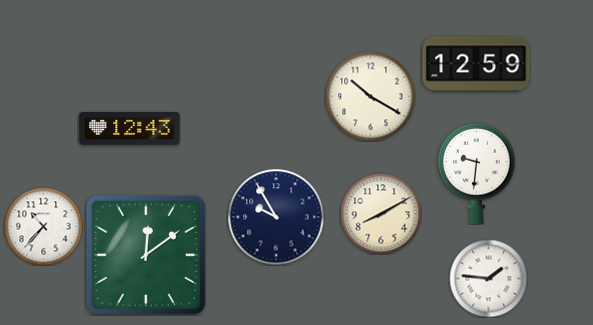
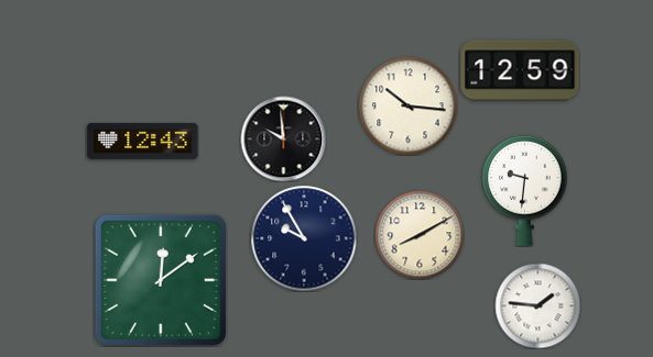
clock at (476, 64) position: (476, 64) -> (520, 70)
clock at (370, 96): 10:20 -> 10:16
clock at (283, 138): none -> 9:59
clock at (43, 226): 10:37 -> none
